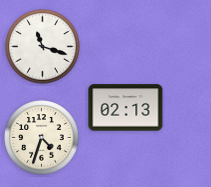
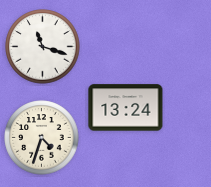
clock at (126, 108): 02:13 -> 13:24
